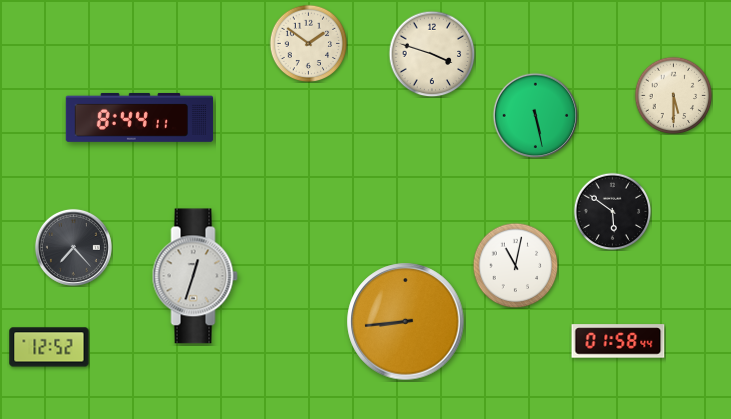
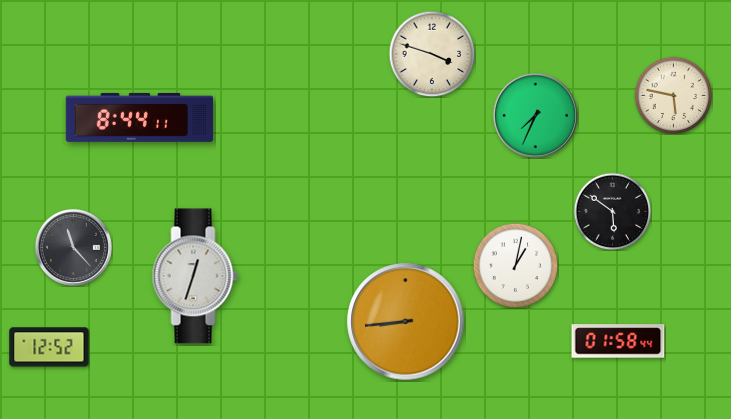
clock at (308, 43): 1:51 -> none
clock at (673, 95): 5:30 -> 5:47
clock at (535, 115): 5:28 -> 7:34
clock at (73, 247): 7:23 -> 11:23
clock at (515, 265): 11:02 -> 1:02
